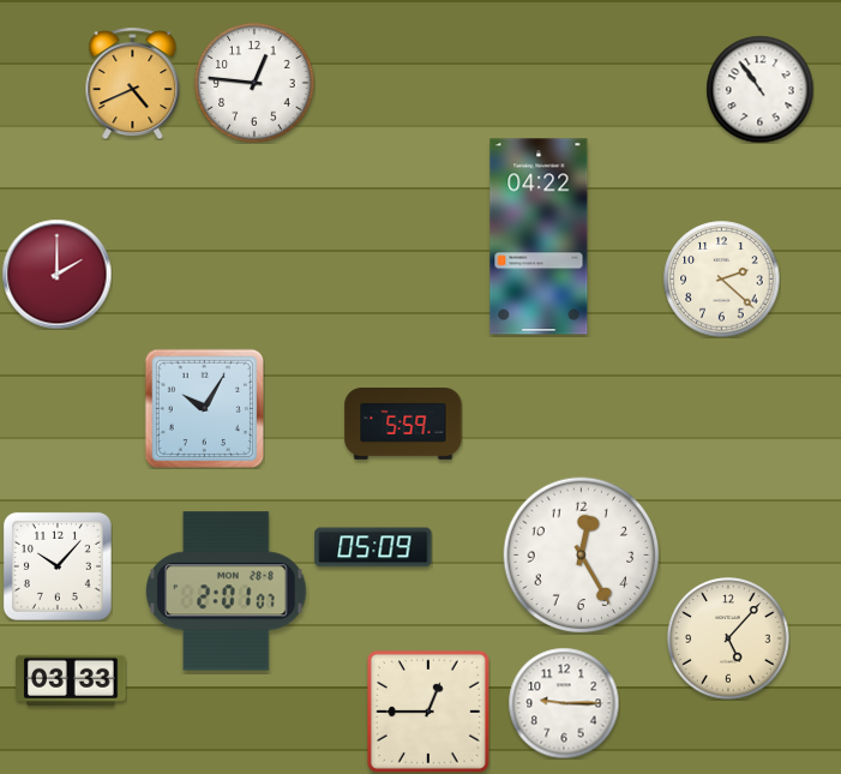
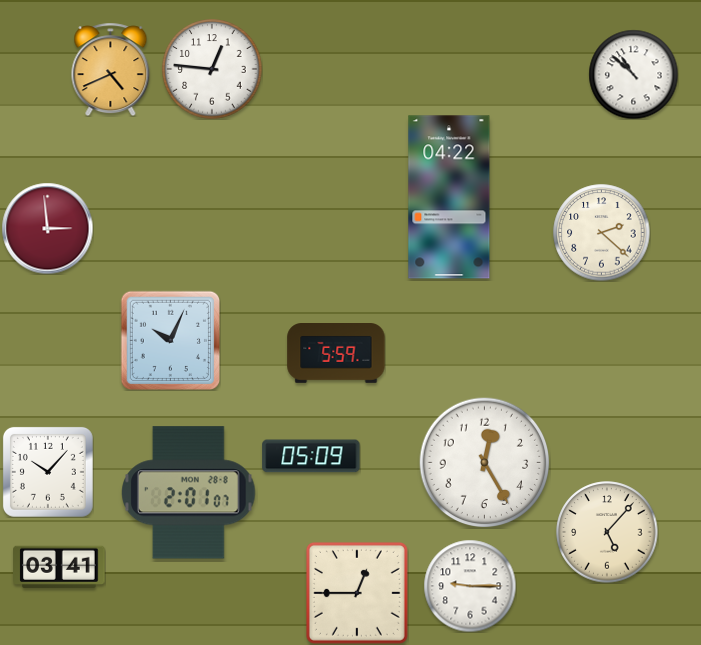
clock at (759, 89): 10:54 -> 10:52
clock at (56, 274): 2:00 -> 2:59
clock at (204, 408): 10:05 -> 10:04
clock at (71, 679): 03:33 -> 03:41
